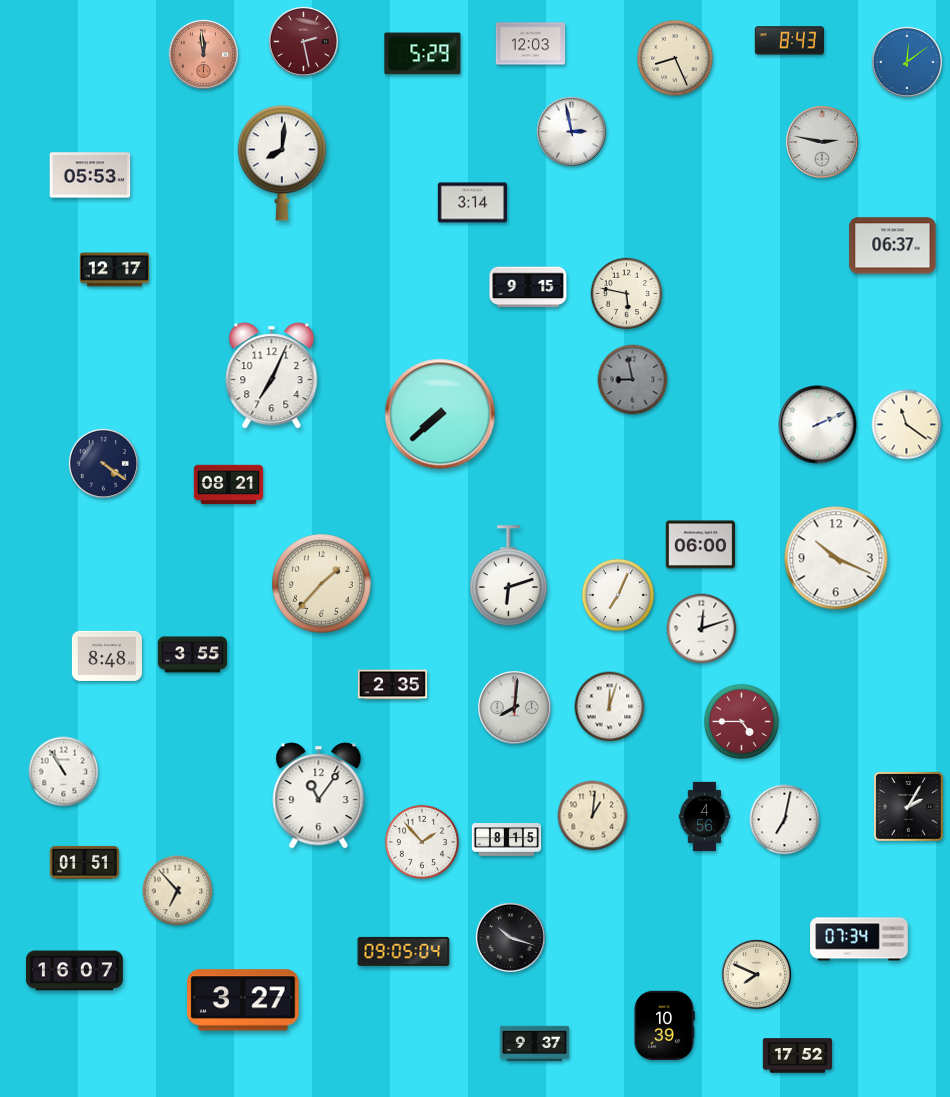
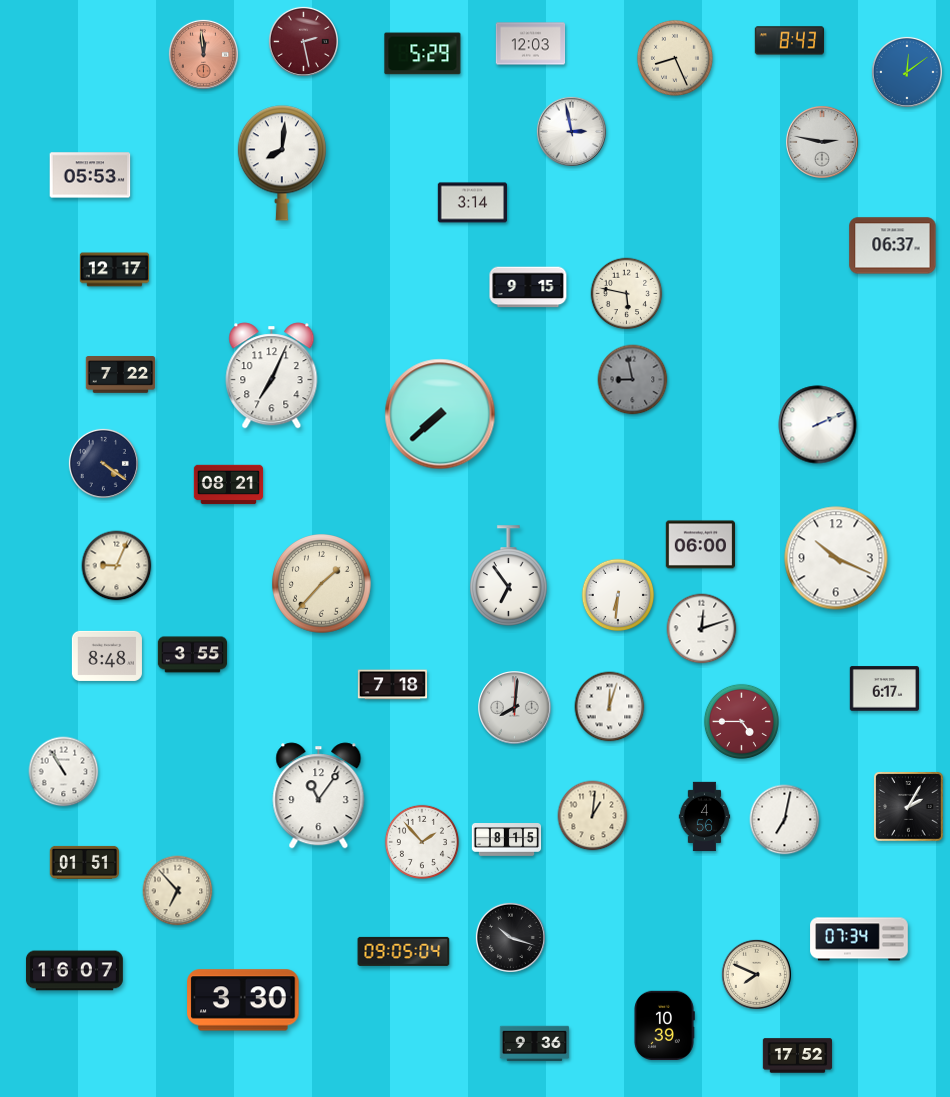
clock at (907, 62) position: (907, 62) -> (907, 72)
clock at (121, 375): none -> 7:22
clock at (907, 425): 11:21 -> none
clock at (117, 566): none -> 9:04
clock at (509, 576): 6:12 -> 6:54
clock at (618, 595): 7:04 -> 6:31
clock at (393, 685): 2:35 -> 7:18
clock at (885, 689): none -> 6:17
clock at (243, 1000): 3:27 -> 3:30
clock at (535, 1044): 9:37 -> 9:36
